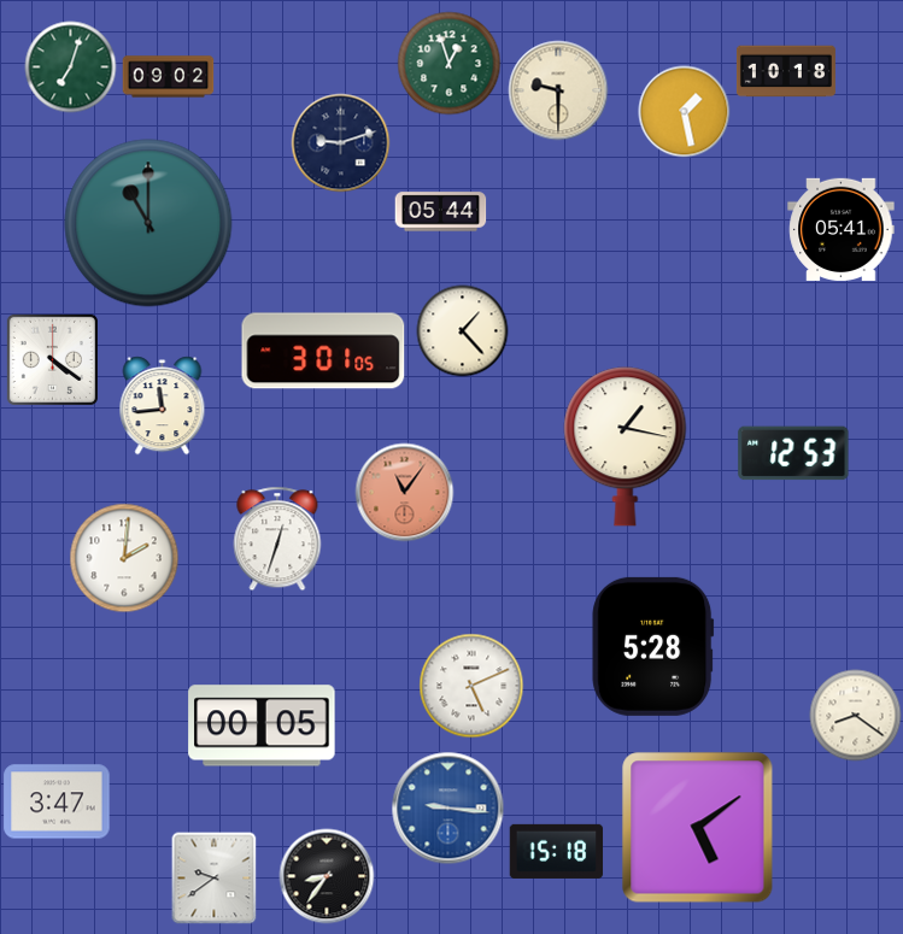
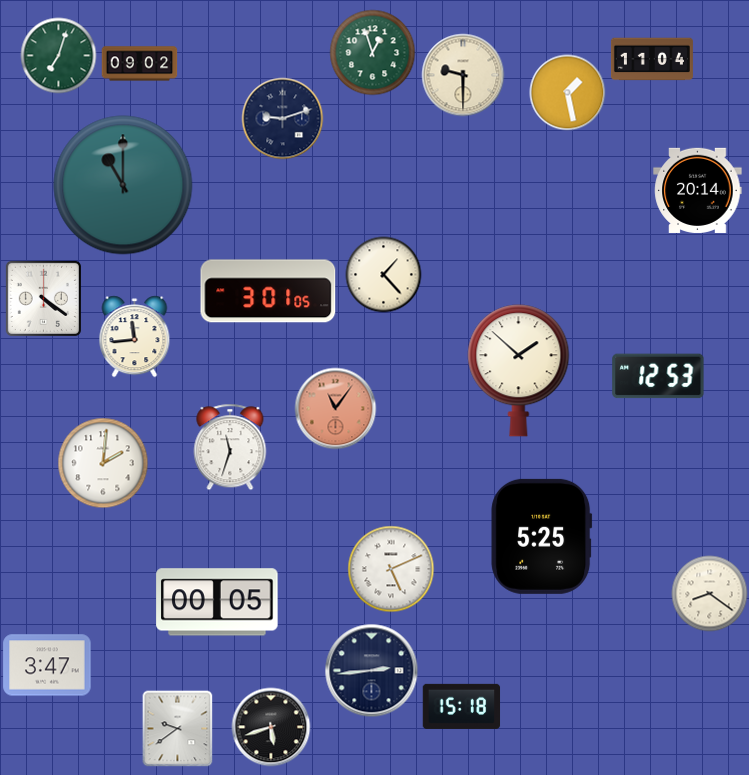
clock at (786, 71): 10:18 -> 11:04
clock at (441, 212): 05:44 -> none
clock at (842, 229): 05:41 -> 20:14
clock at (626, 447): 1:17 -> 1:52
clock at (277, 539): 12:33 -> 11:33
clock at (653, 646): 5:28 -> 5:25
clock at (448, 809): 9:16 -> 2:44
clock at (448, 809) dial: blue -> navy
clock at (698, 828): 5:09 -> none
clock at (327, 876): 8:36 -> 5:42
